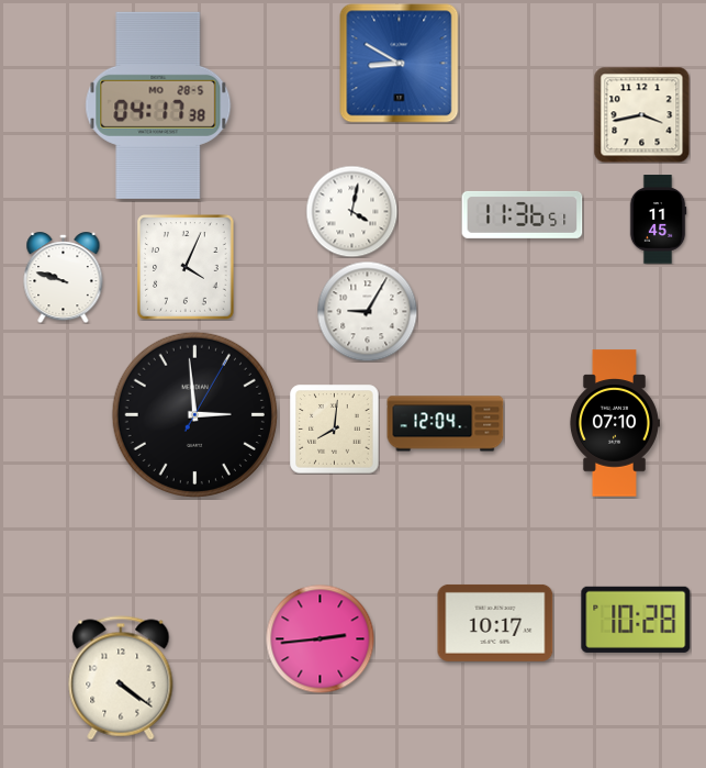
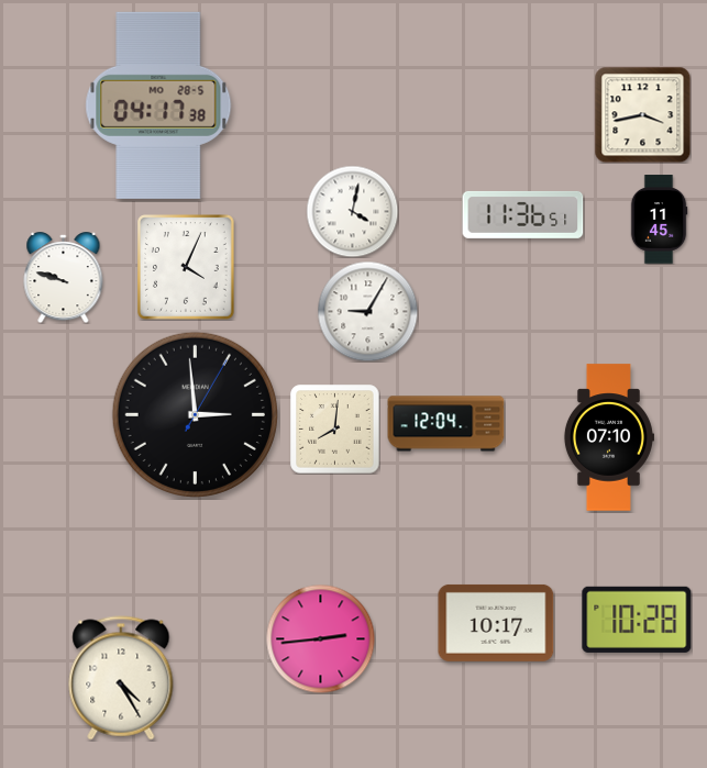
clock at (400, 64): 8:50 -> none
clock at (614, 423) position: (614, 423) -> (608, 437)
clock at (121, 678): 4:21 -> 4:25
